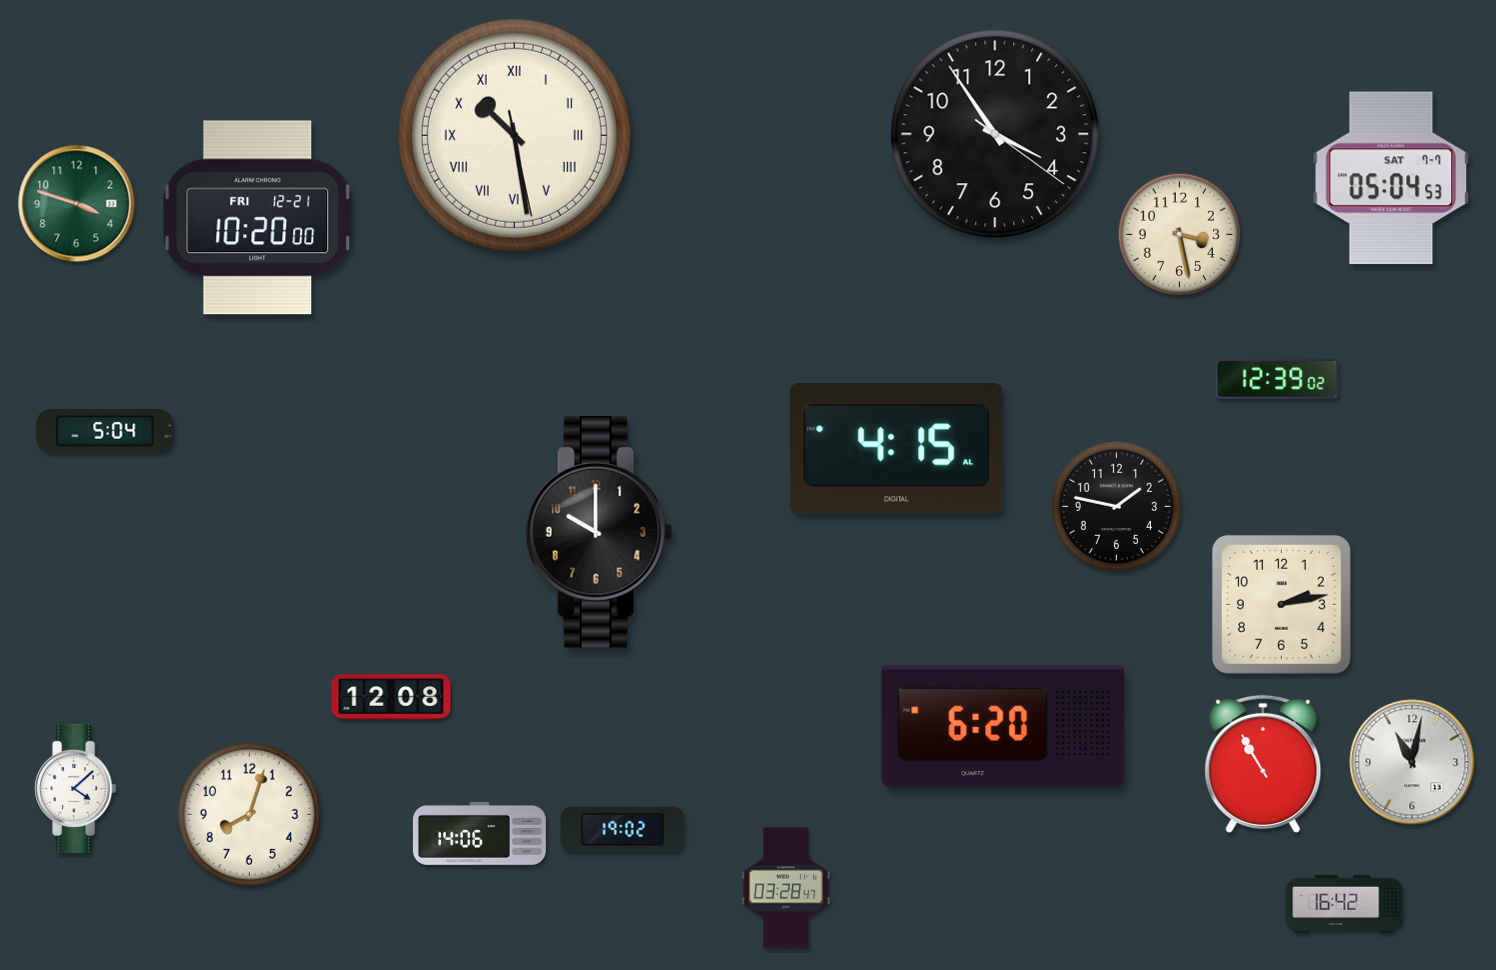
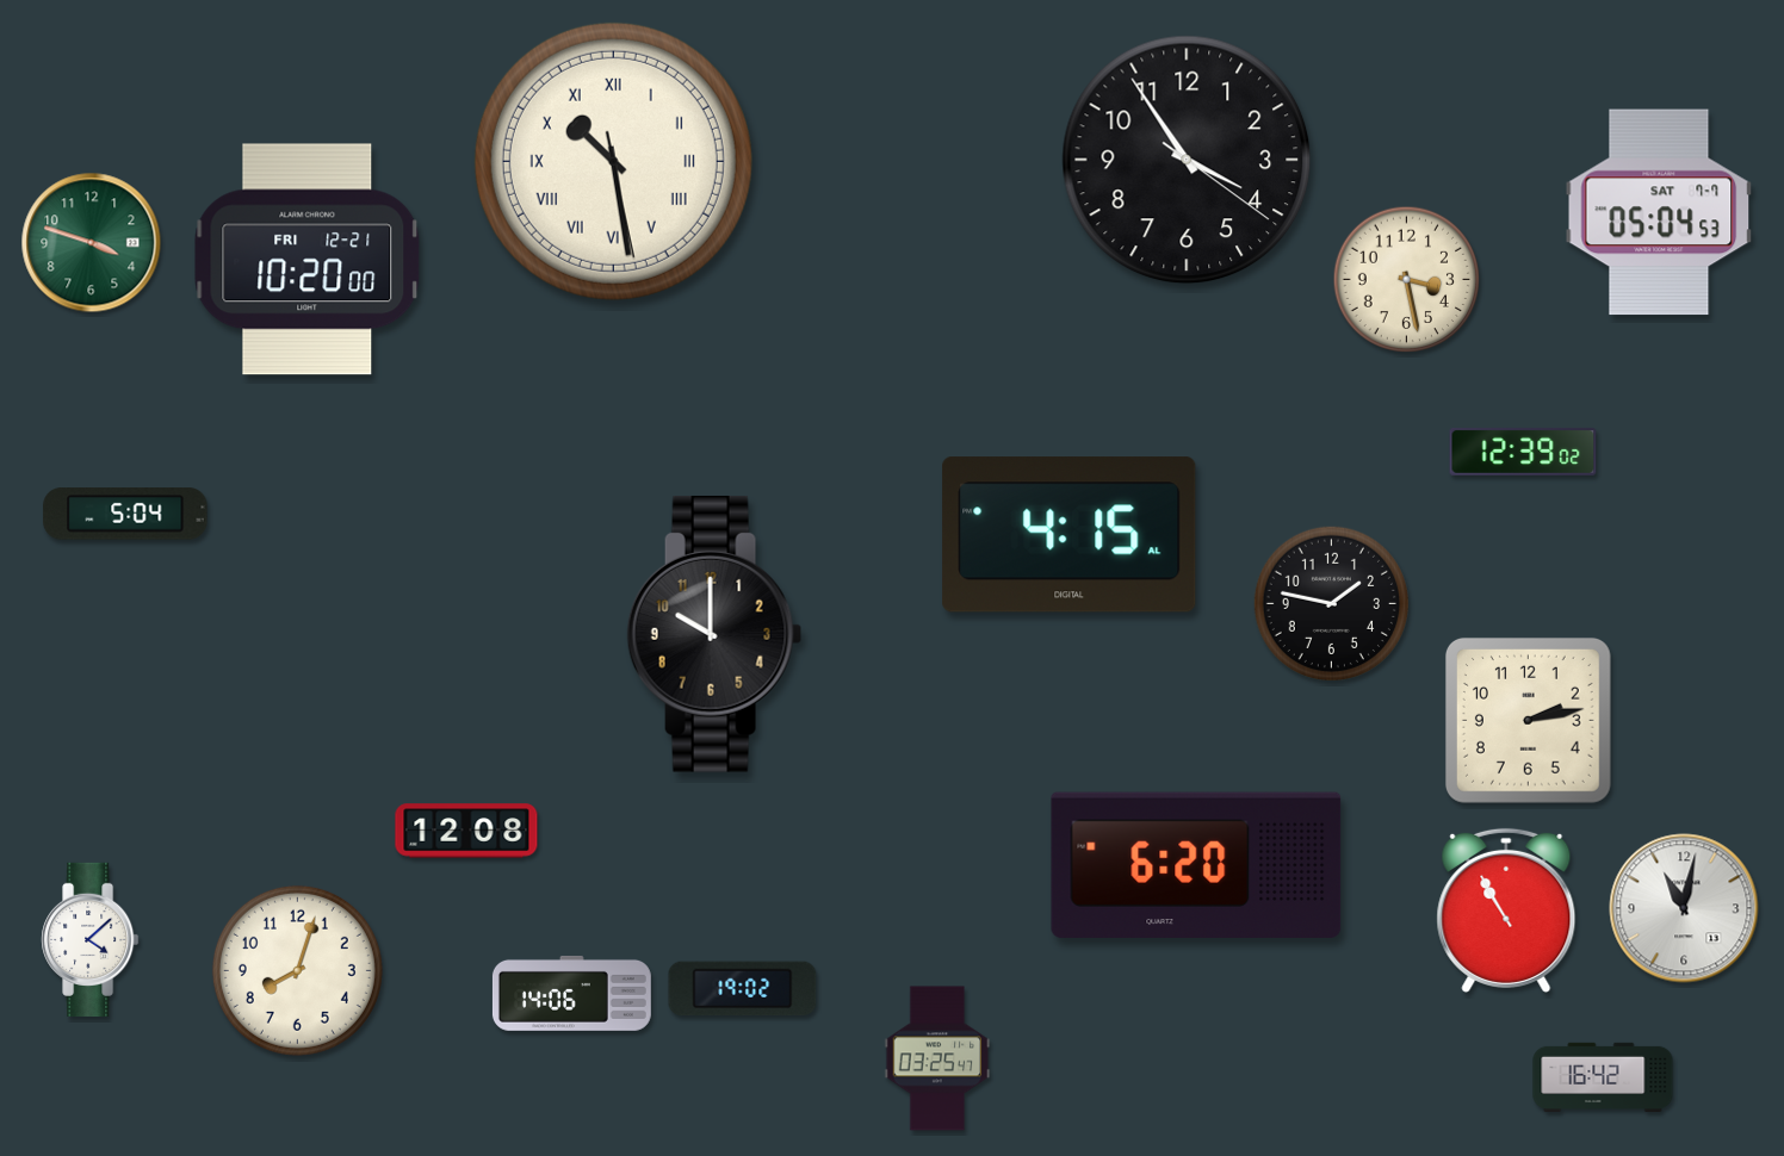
clock at (786, 888): 03:28 -> 03:25
